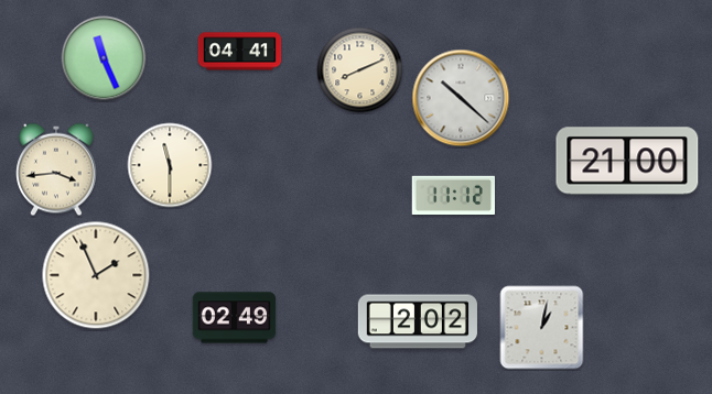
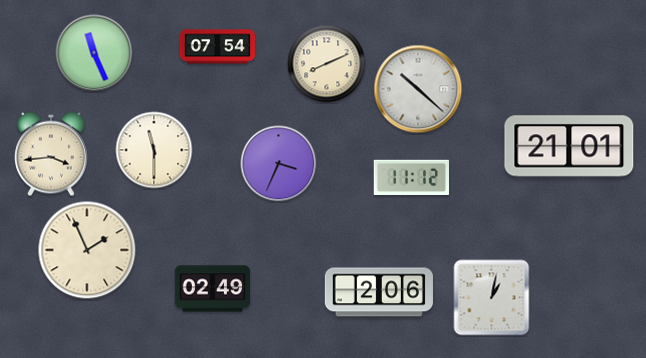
clock at (240, 52): 04:41 -> 07:54
clock at (627, 161): 21:00 -> 21:01
clock at (279, 164): none -> 3:34
clock at (418, 321): 2:02 -> 2:06
